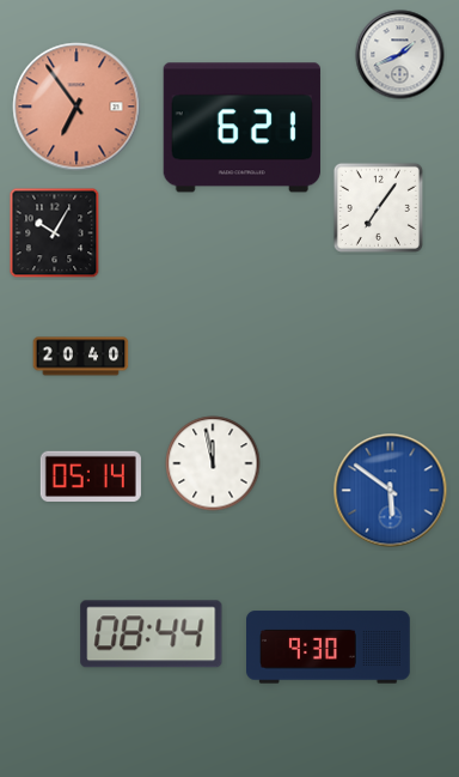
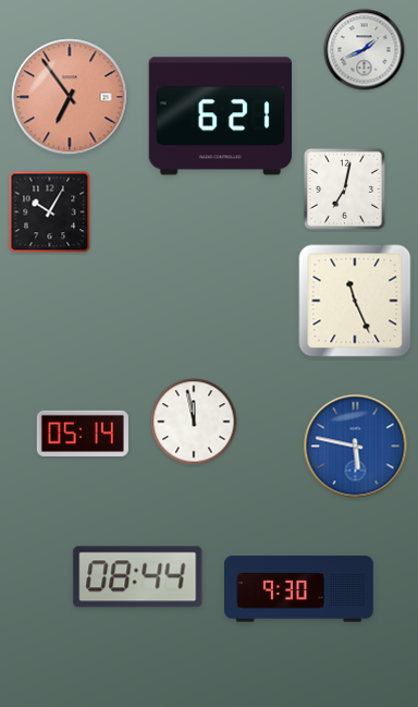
clock at (378, 207): 7:06 -> 7:02
clock at (355, 301): none -> 11:26
clock at (81, 357): 20:40 -> none
clock at (391, 491): 5:51 -> 5:47
